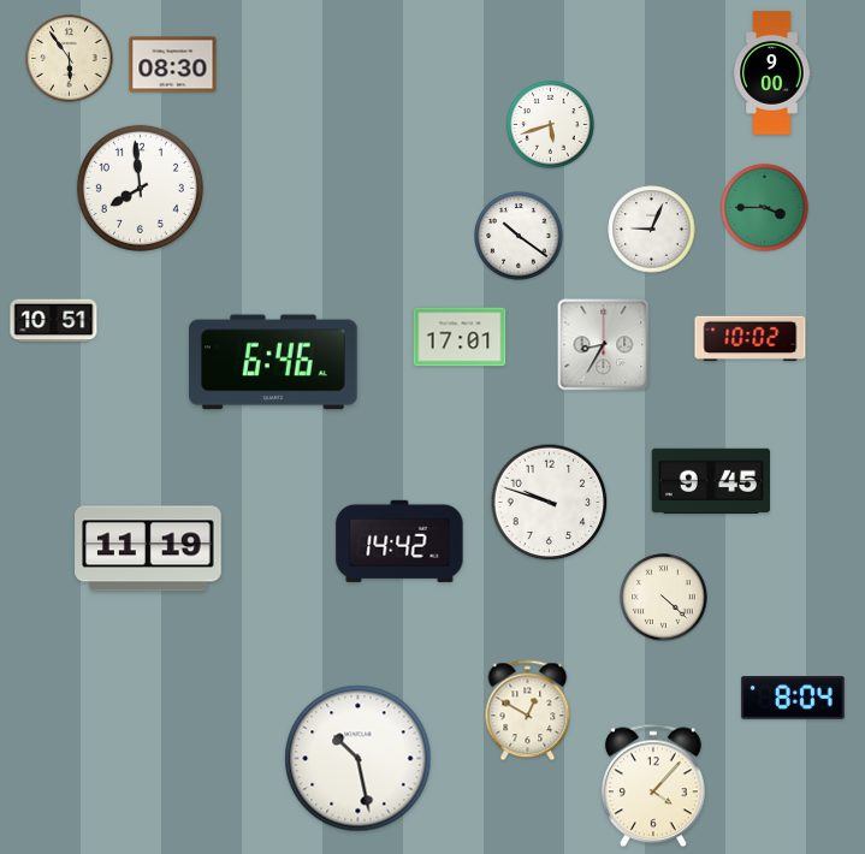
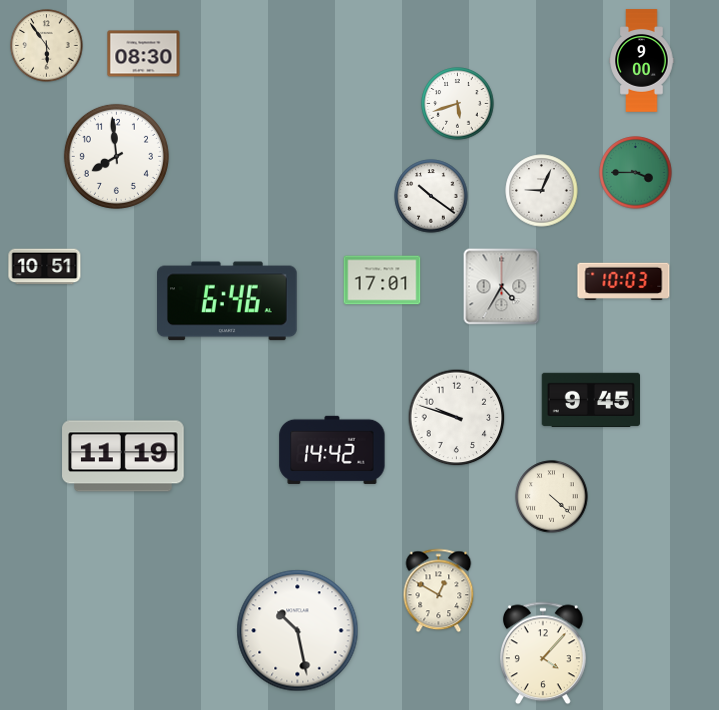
clock at (70, 59) position: (70, 59) -> (47, 46)
clock at (751, 339): 10:02 -> 10:03
clock at (604, 345): 8:35 -> 4:35
clock at (793, 698): 8:04 -> none
